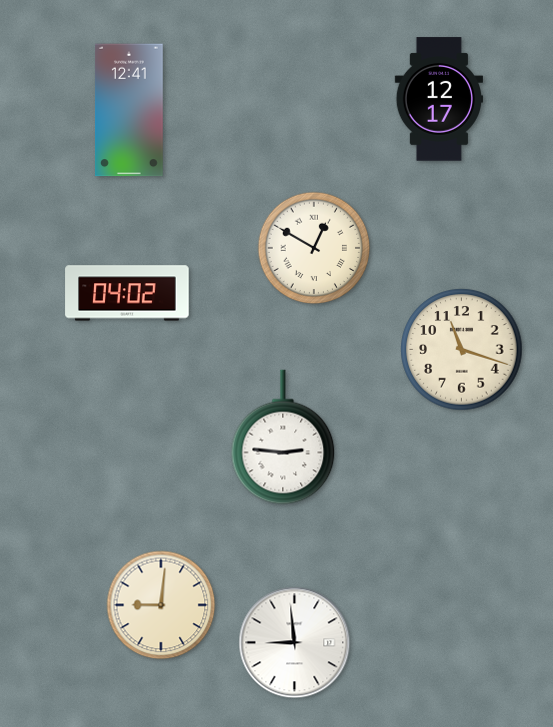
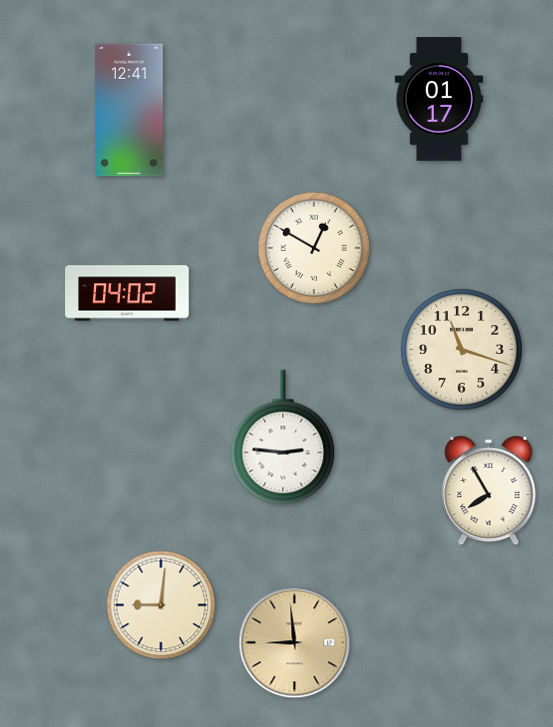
clock at (438, 99): 12:17 -> 01:17
clock at (489, 491): none -> 7:55
clock at (295, 643) dial: white -> champagne
